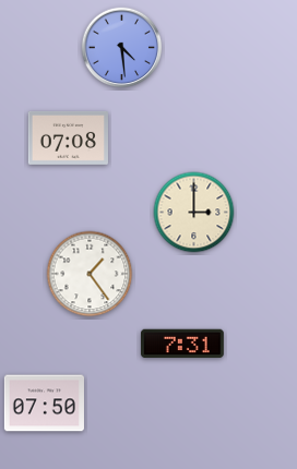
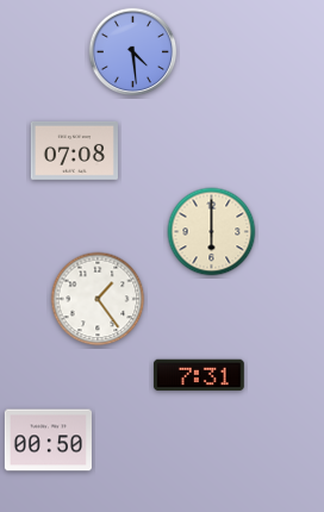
clock at (194, 213): 3:00 -> 6:00
clock at (44, 404): 07:50 -> 00:50
